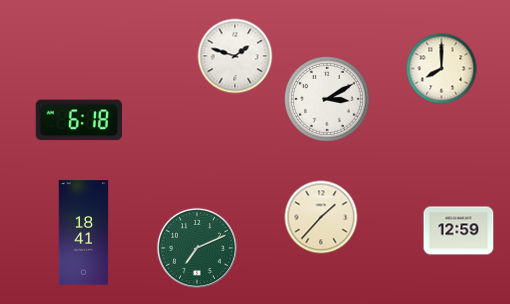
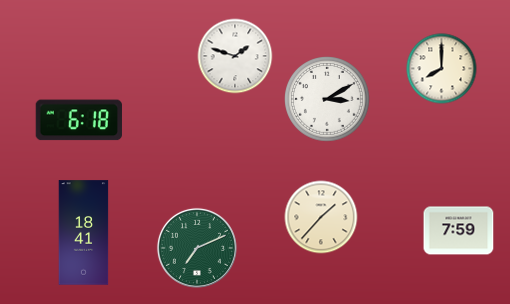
clock at (459, 231): 12:59 -> 7:59
